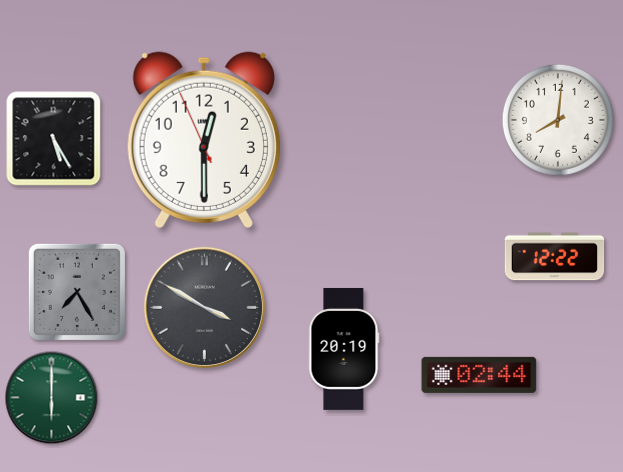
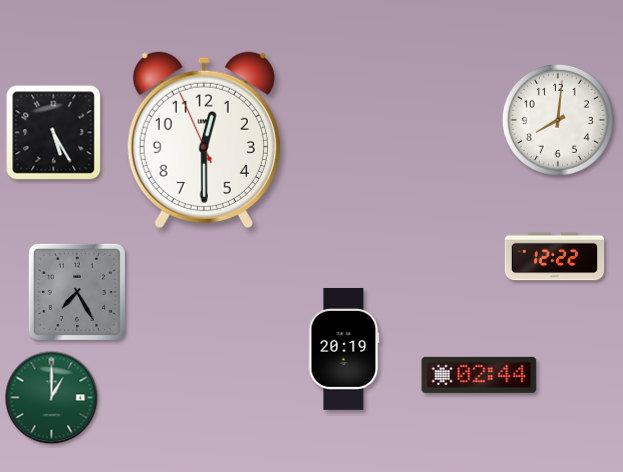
clock at (54, 139) position: (54, 139) -> (54, 133)
clock at (204, 307): 3:50 -> none
clock at (52, 398): 6:00 -> 1:00
